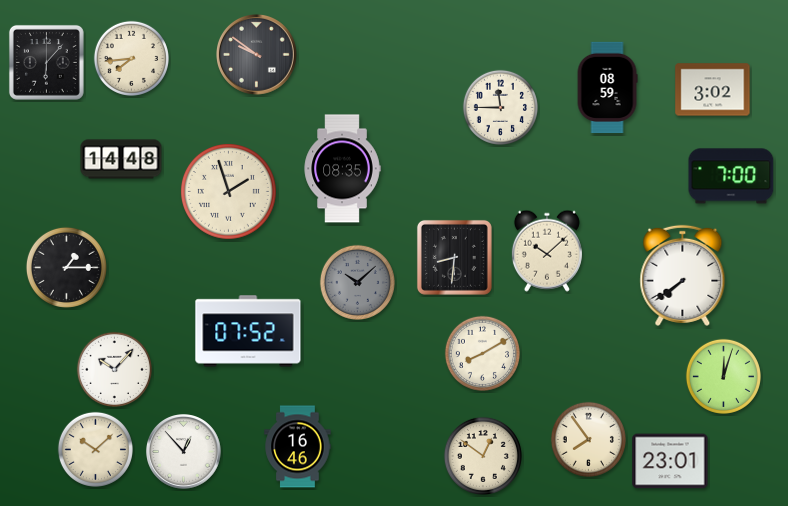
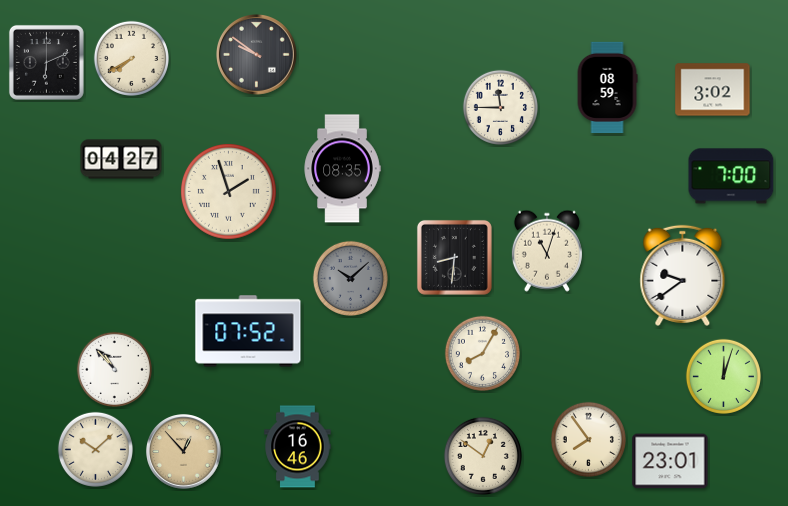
clock at (131, 58): 7:44 -> 7:40
clock at (46, 62): 6:07 -> 6:11
clock at (121, 159): 14:48 -> 04:27
clock at (547, 251): 10:08 -> 11:03
clock at (66, 267): 1:15 -> none
clock at (683, 275): 7:39 -> 9:39
clock at (357, 282) position: (357, 282) -> (350, 278)
clock at (482, 353): 8:10 -> 8:05
clock at (114, 369): 10:07 -> 10:53
clock at (184, 452) dial: white -> champagne
